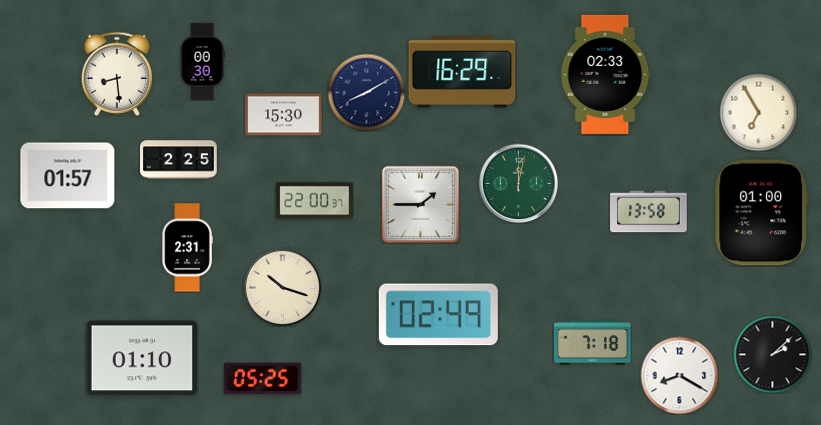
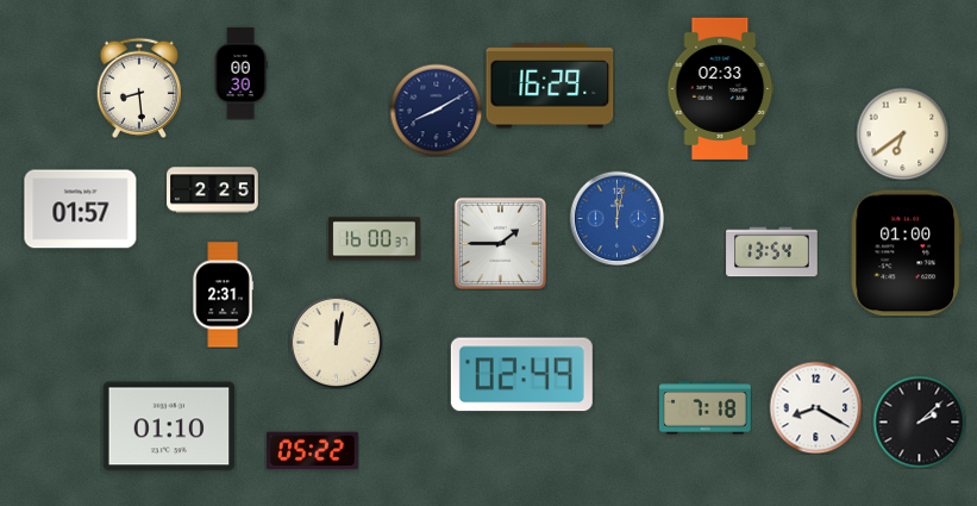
clock at (758, 112): 6:55 -> 6:39
clock at (284, 115): 15:30 -> none
clock at (518, 183) dial: green -> blue
clock at (315, 201): 22:00 -> 16:00
clock at (649, 212): 13:58 -> 13:54
clock at (282, 287): 10:18 -> 12:02
clock at (679, 375) position: (679, 375) -> (815, 407)
clock at (263, 379): 05:25 -> 05:22
